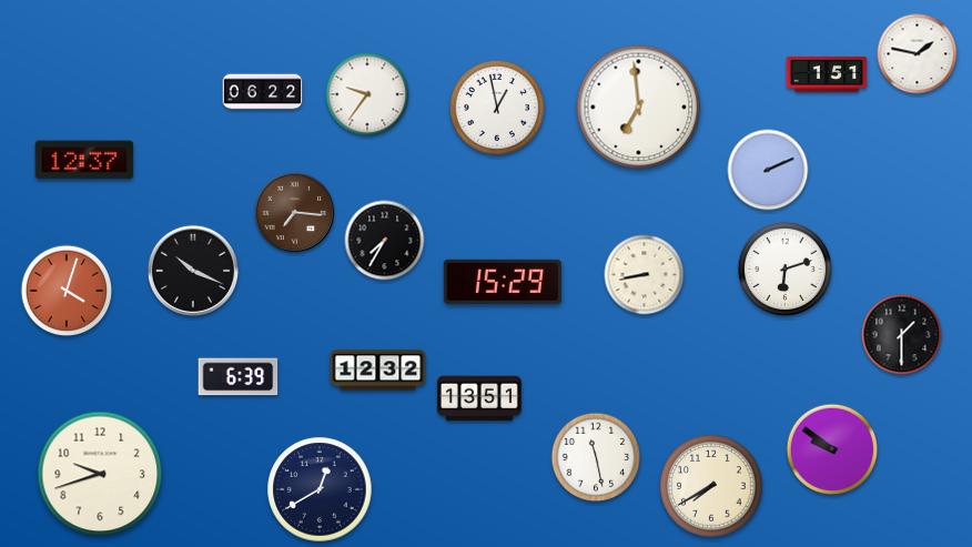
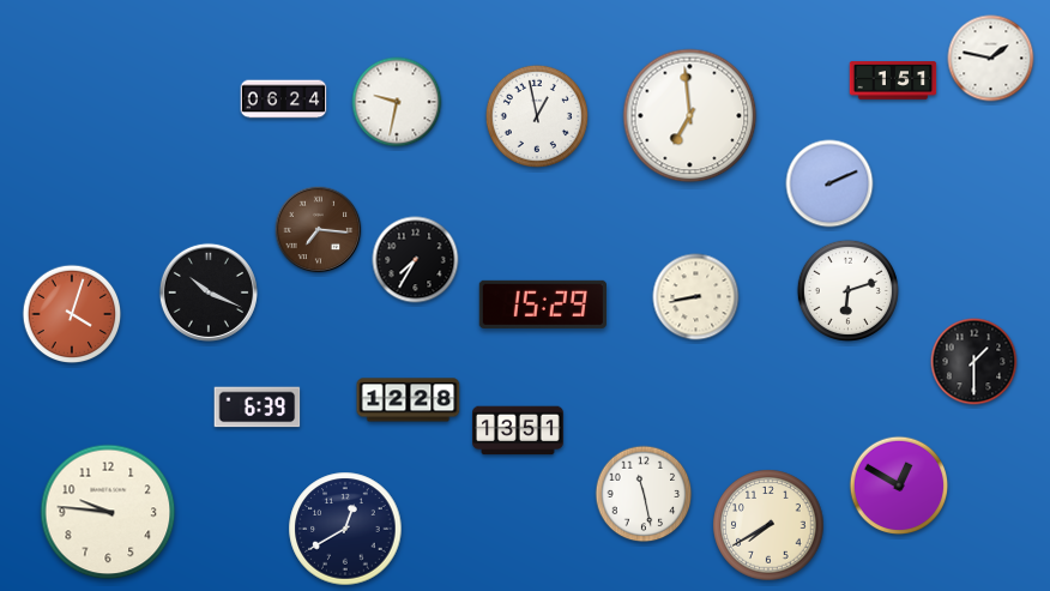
clock at (263, 92): 06:22 -> 06:24
clock at (367, 94): 9:36 -> 9:32
clock at (84, 160): 12:37 -> none
clock at (378, 371): 12:32 -> 12:28
clock at (832, 449): 9:51 -> 12:50
clock at (100, 474): 9:42 -> 9:46
